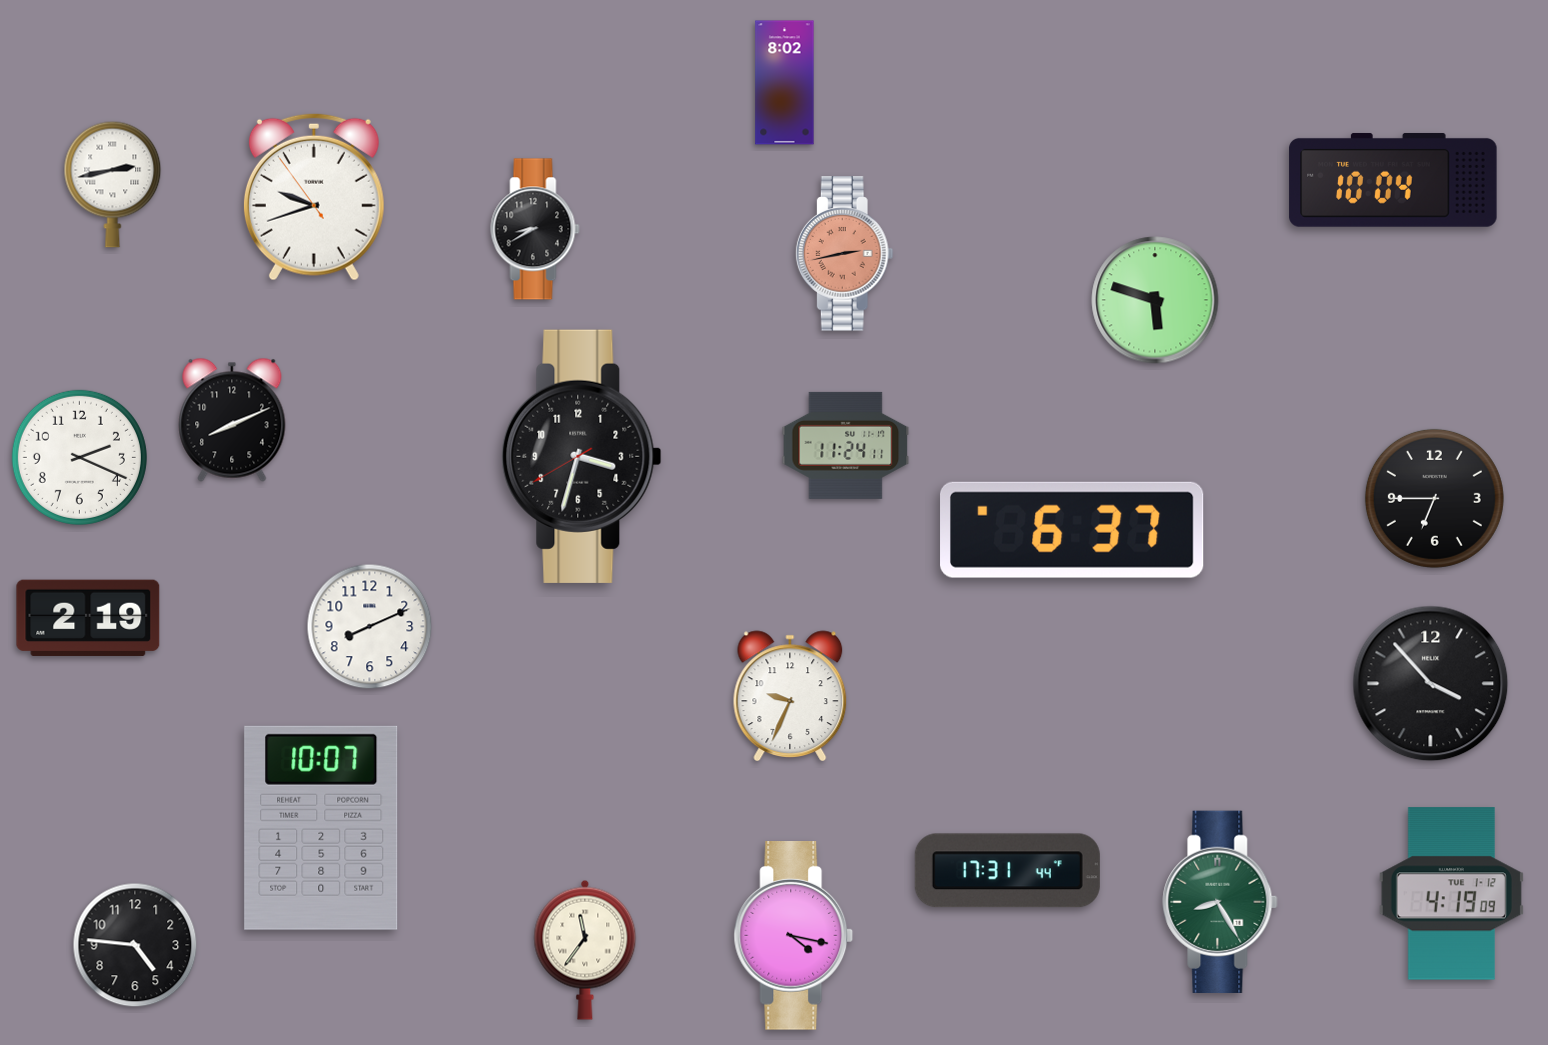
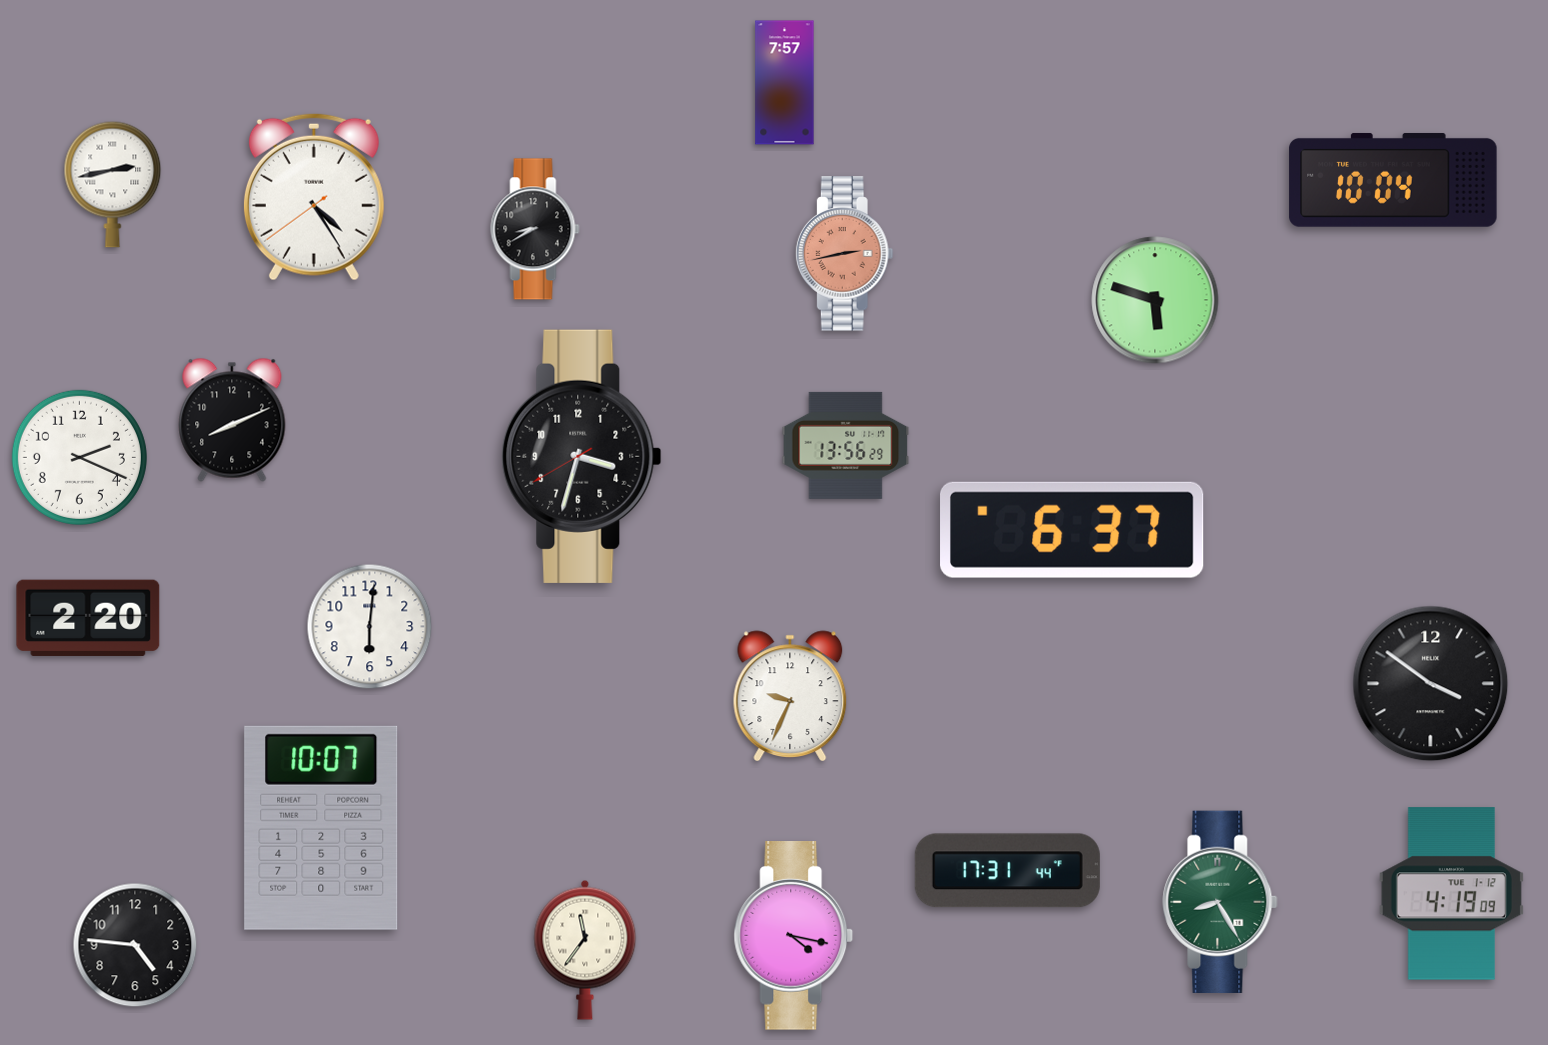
clock at (785, 83): 8:02 -> 7:57
clock at (314, 197): 9:41 -> 4:24
clock at (846, 445): 11:24 -> 13:56
clock at (1434, 498): 6:45 -> none
clock at (88, 618): 2:19 -> 2:20
clock at (370, 627): 8:11 -> 6:01
clock at (1431, 684): 3:53 -> 3:51
